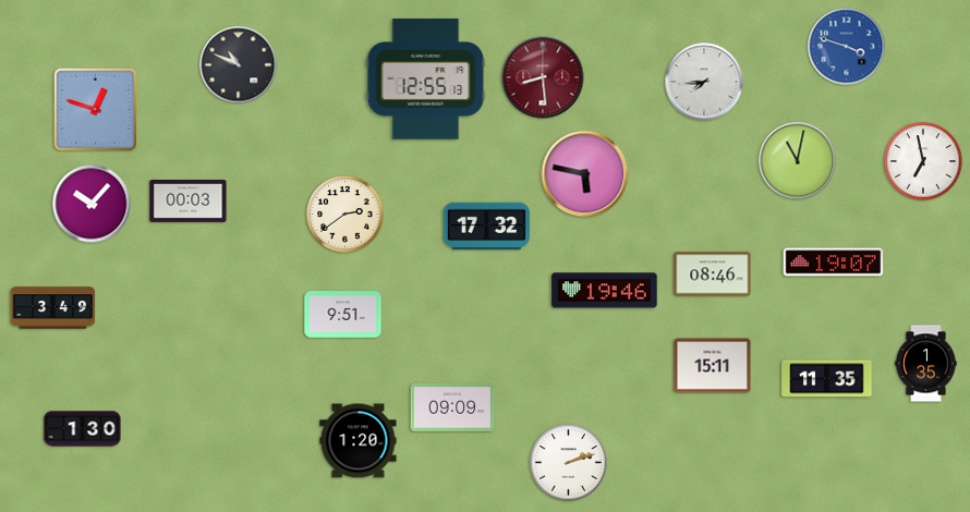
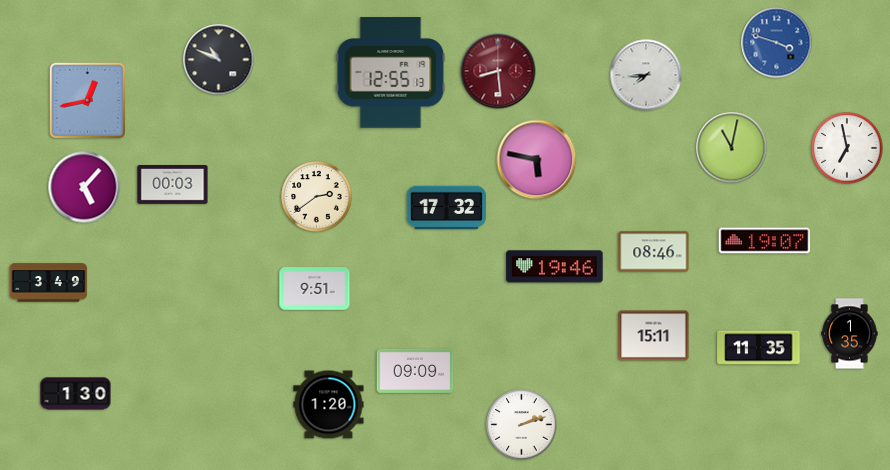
clock at (96, 110): 12:48 -> 12:43
clock at (92, 204): 10:07 -> 5:07
clock at (452, 407) position: (452, 407) -> (415, 371)
